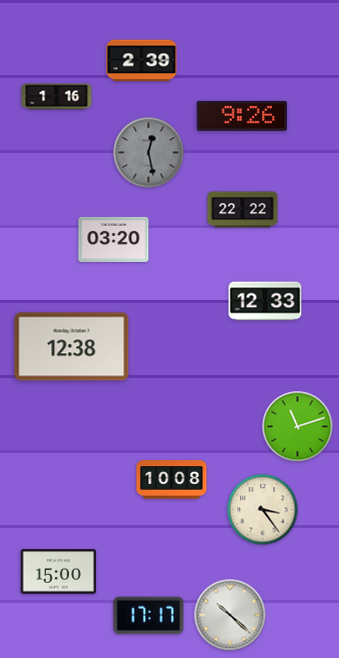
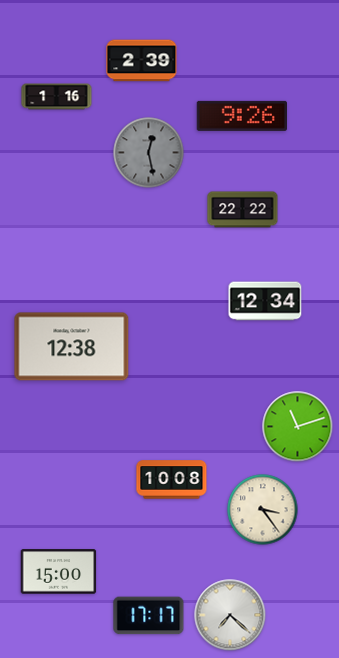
clock at (114, 239): 03:20 -> none
clock at (265, 301): 12:33 -> 12:34
clock at (230, 615): 10:22 -> 7:22
